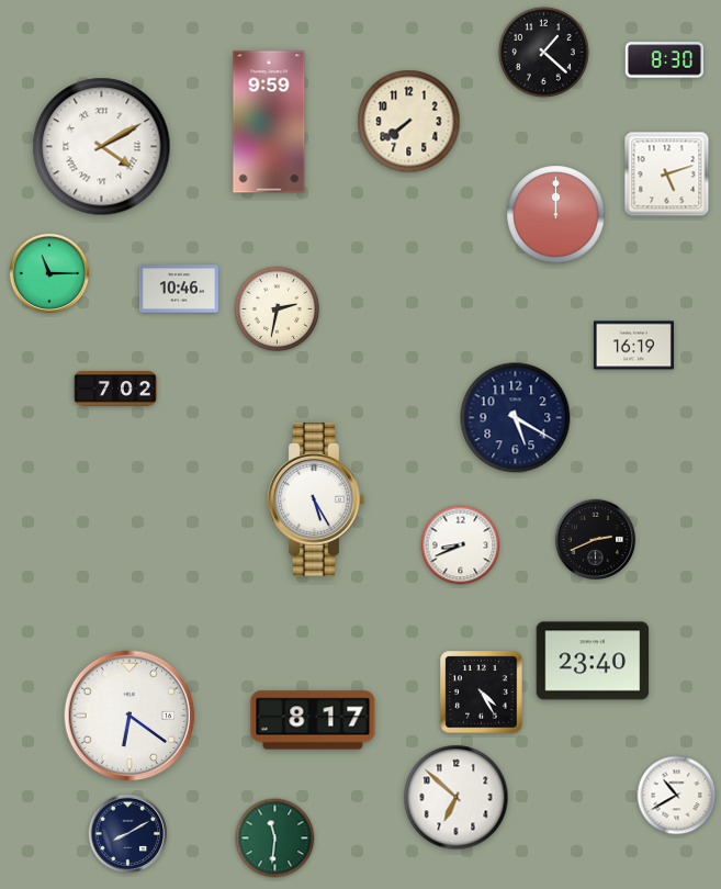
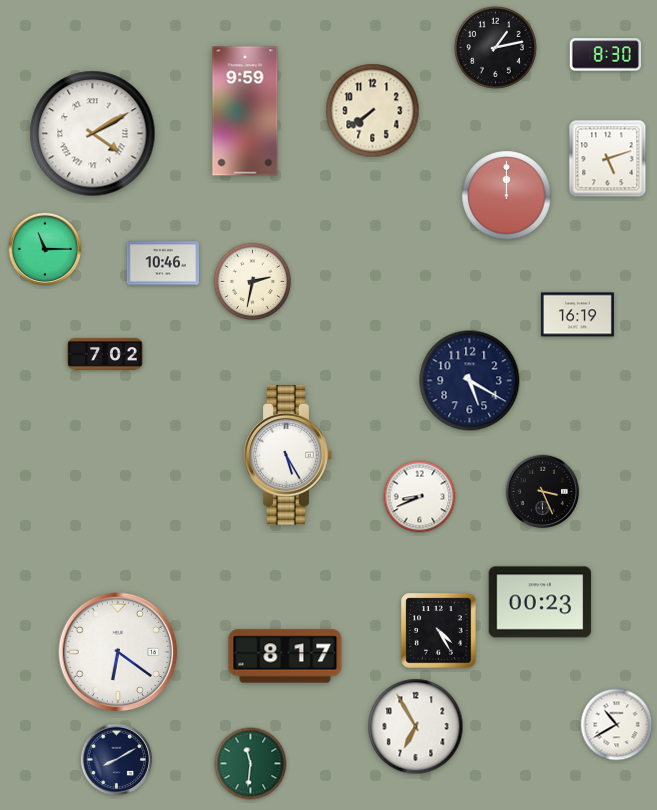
clock at (543, 52): 1:22 -> 1:13
clock at (595, 539): 2:41 -> 3:26
clock at (593, 661): 23:40 -> 00:23
clock at (457, 798): 6:52 -> 6:55
